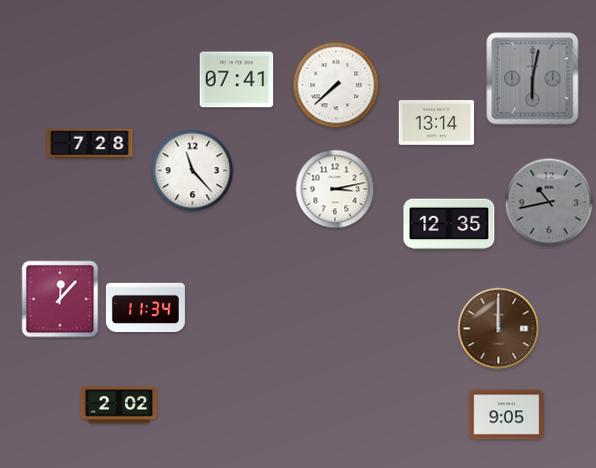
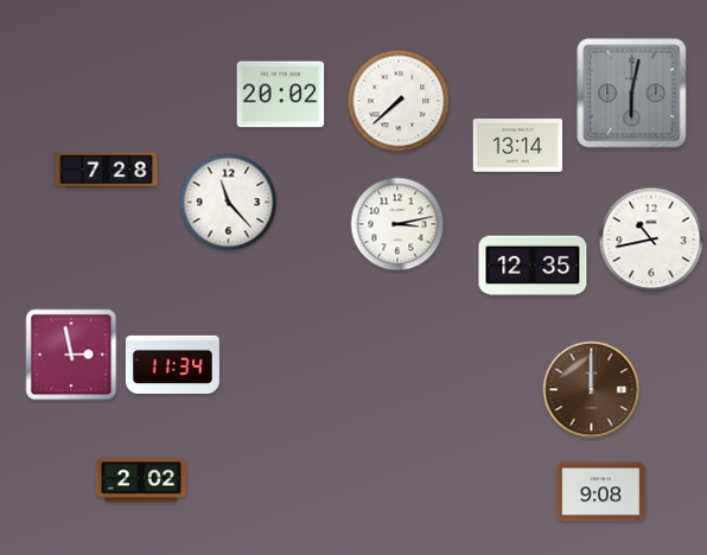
clock at (237, 80): 07:41 -> 20:02
clock at (549, 202) dial: grey -> white
clock at (60, 299): 12:07 -> 2:58
clock at (507, 415): 9:05 -> 9:08
